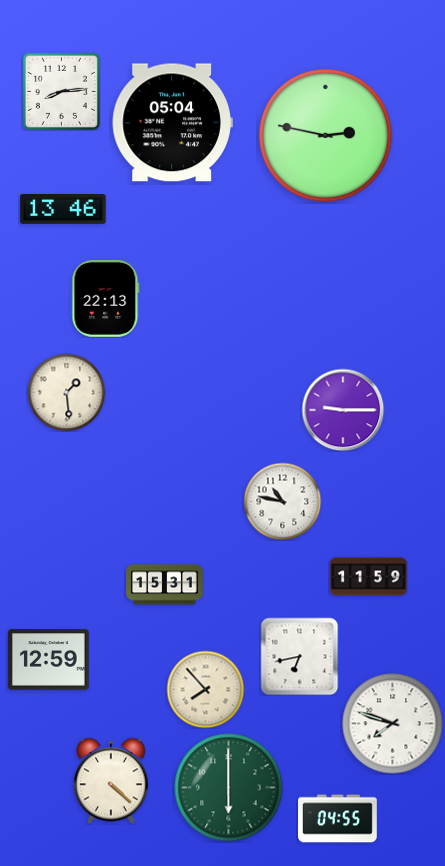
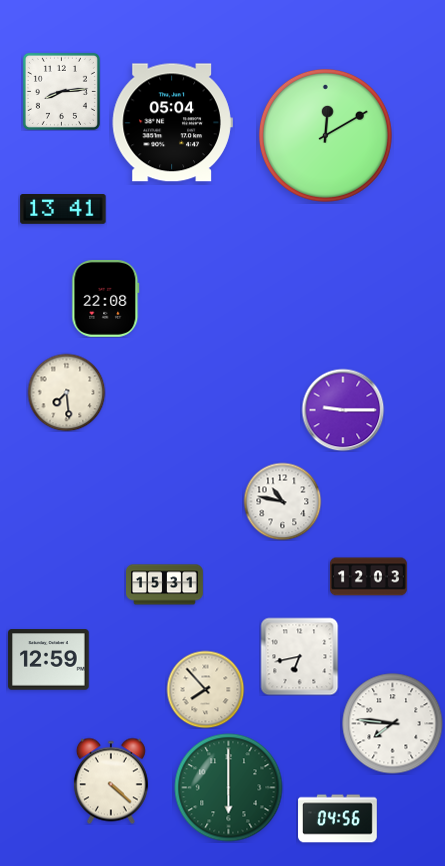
clock at (325, 135): 2:47 -> 12:10
clock at (63, 210): 13:46 -> 13:41
clock at (106, 298): 22:13 -> 22:08
clock at (66, 392): 1:29 -> 7:29
clock at (368, 577): 11:59 -> 12:03
clock at (393, 724): 7:48 -> 7:46
clock at (338, 819): 04:55 -> 04:56
